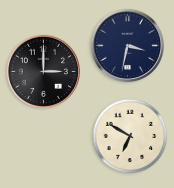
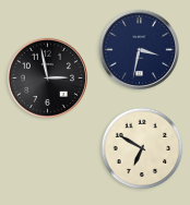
clock at (43, 71): 3:00 -> 2:58
